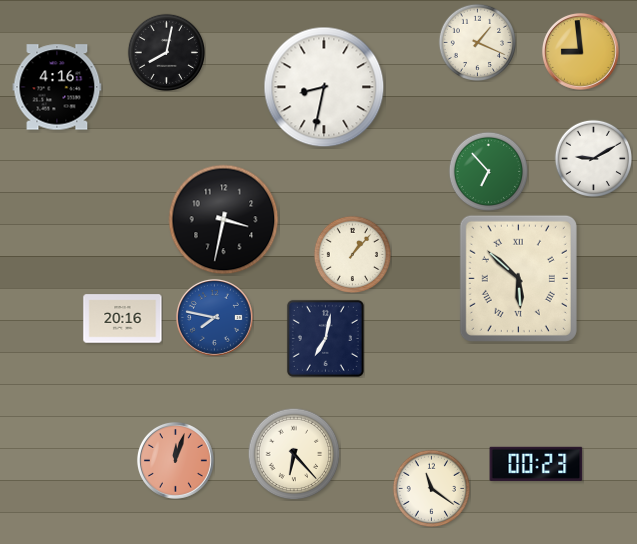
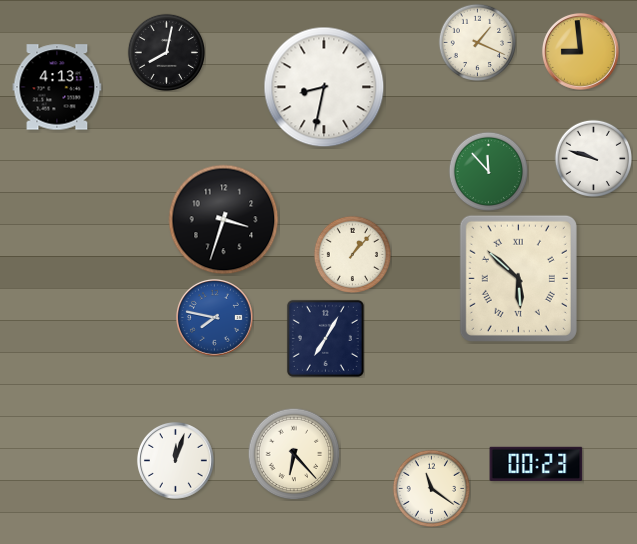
clock at (57, 87): 4:16 -> 4:13
clock at (593, 158): 9:10 -> 9:48
clock at (488, 171): 6:53 -> 11:53
clock at (224, 220): 3:32 -> 3:33
clock at (123, 319): 20:16 -> none
clock at (325, 338): 7:02 -> 7:05
clock at (175, 460) dial: salmon -> white
